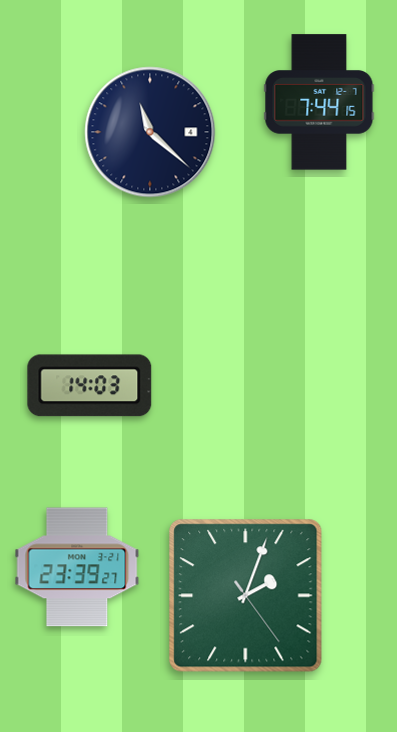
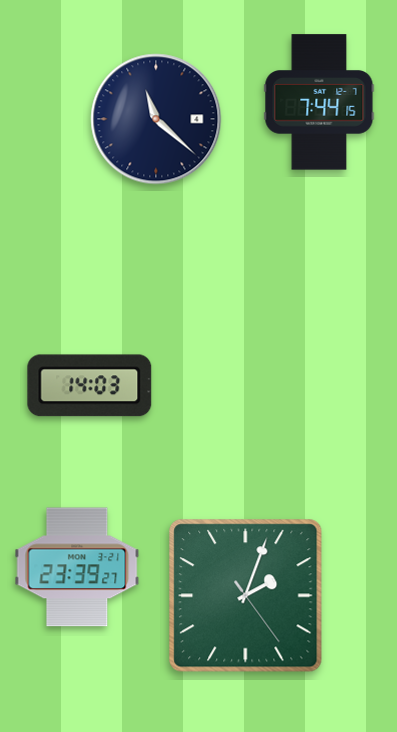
clock at (150, 132) position: (150, 132) -> (156, 119)
